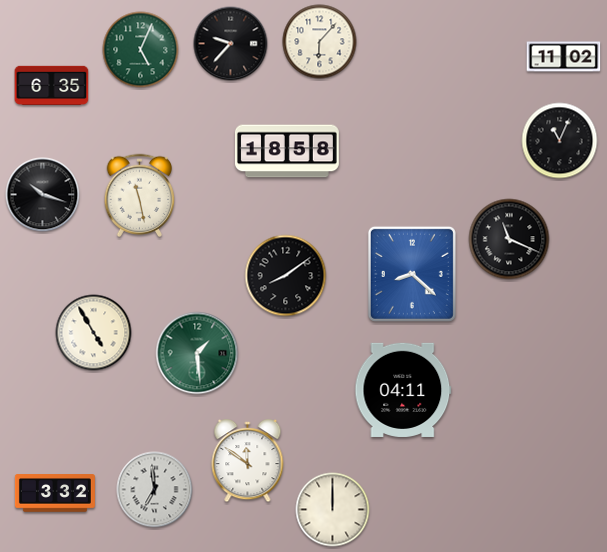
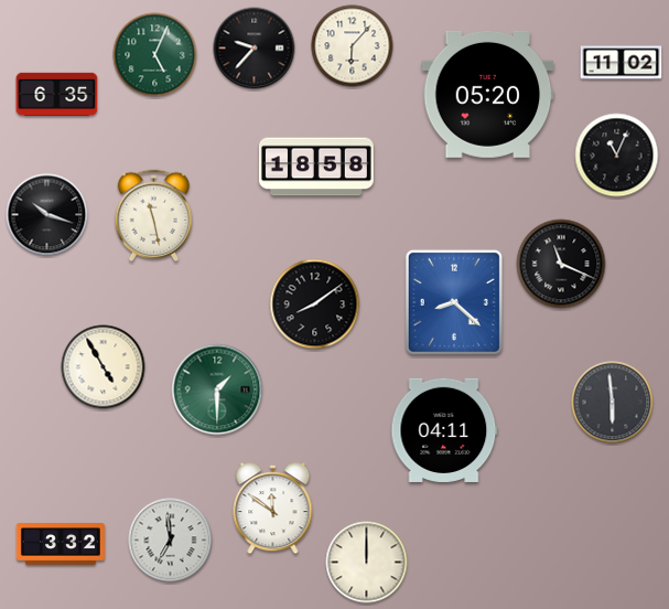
clock at (488, 94): none -> 05:20
clock at (197, 353): 1:29 -> 1:30
clock at (613, 403): none -> 5:59
